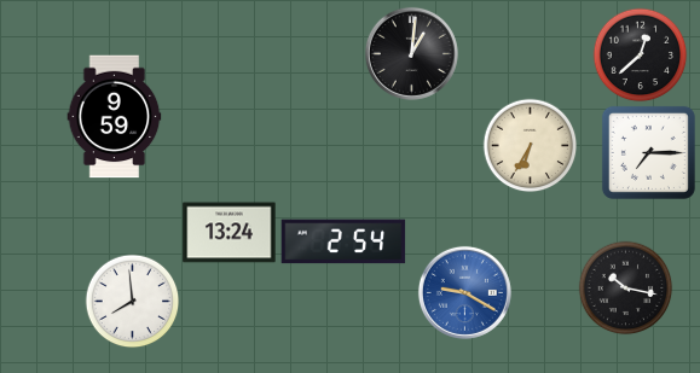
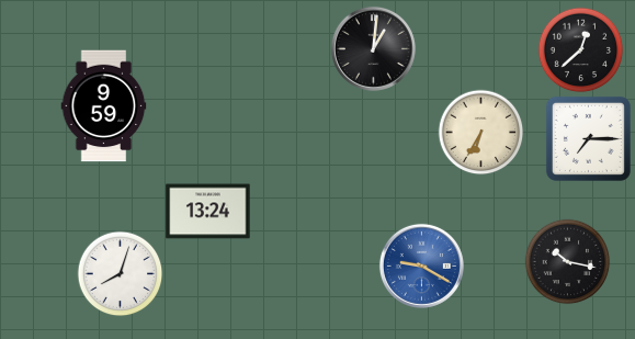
clock at (343, 241): 2:54 -> none
clock at (132, 301): 7:59 -> 8:03
